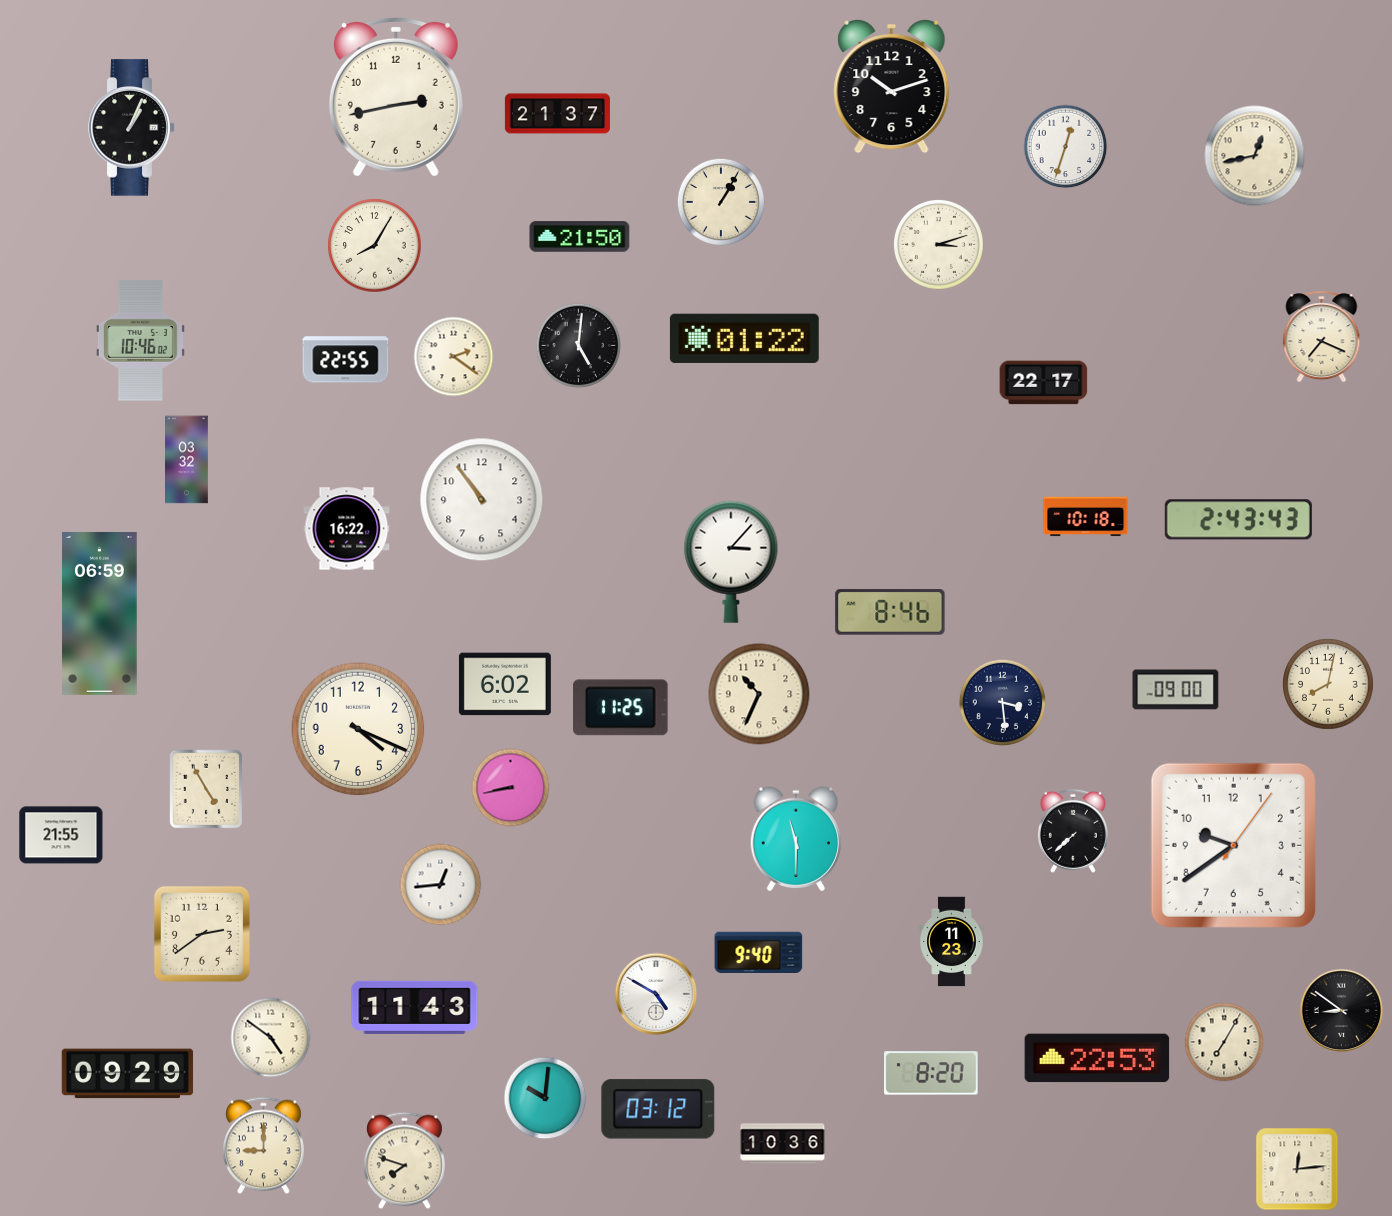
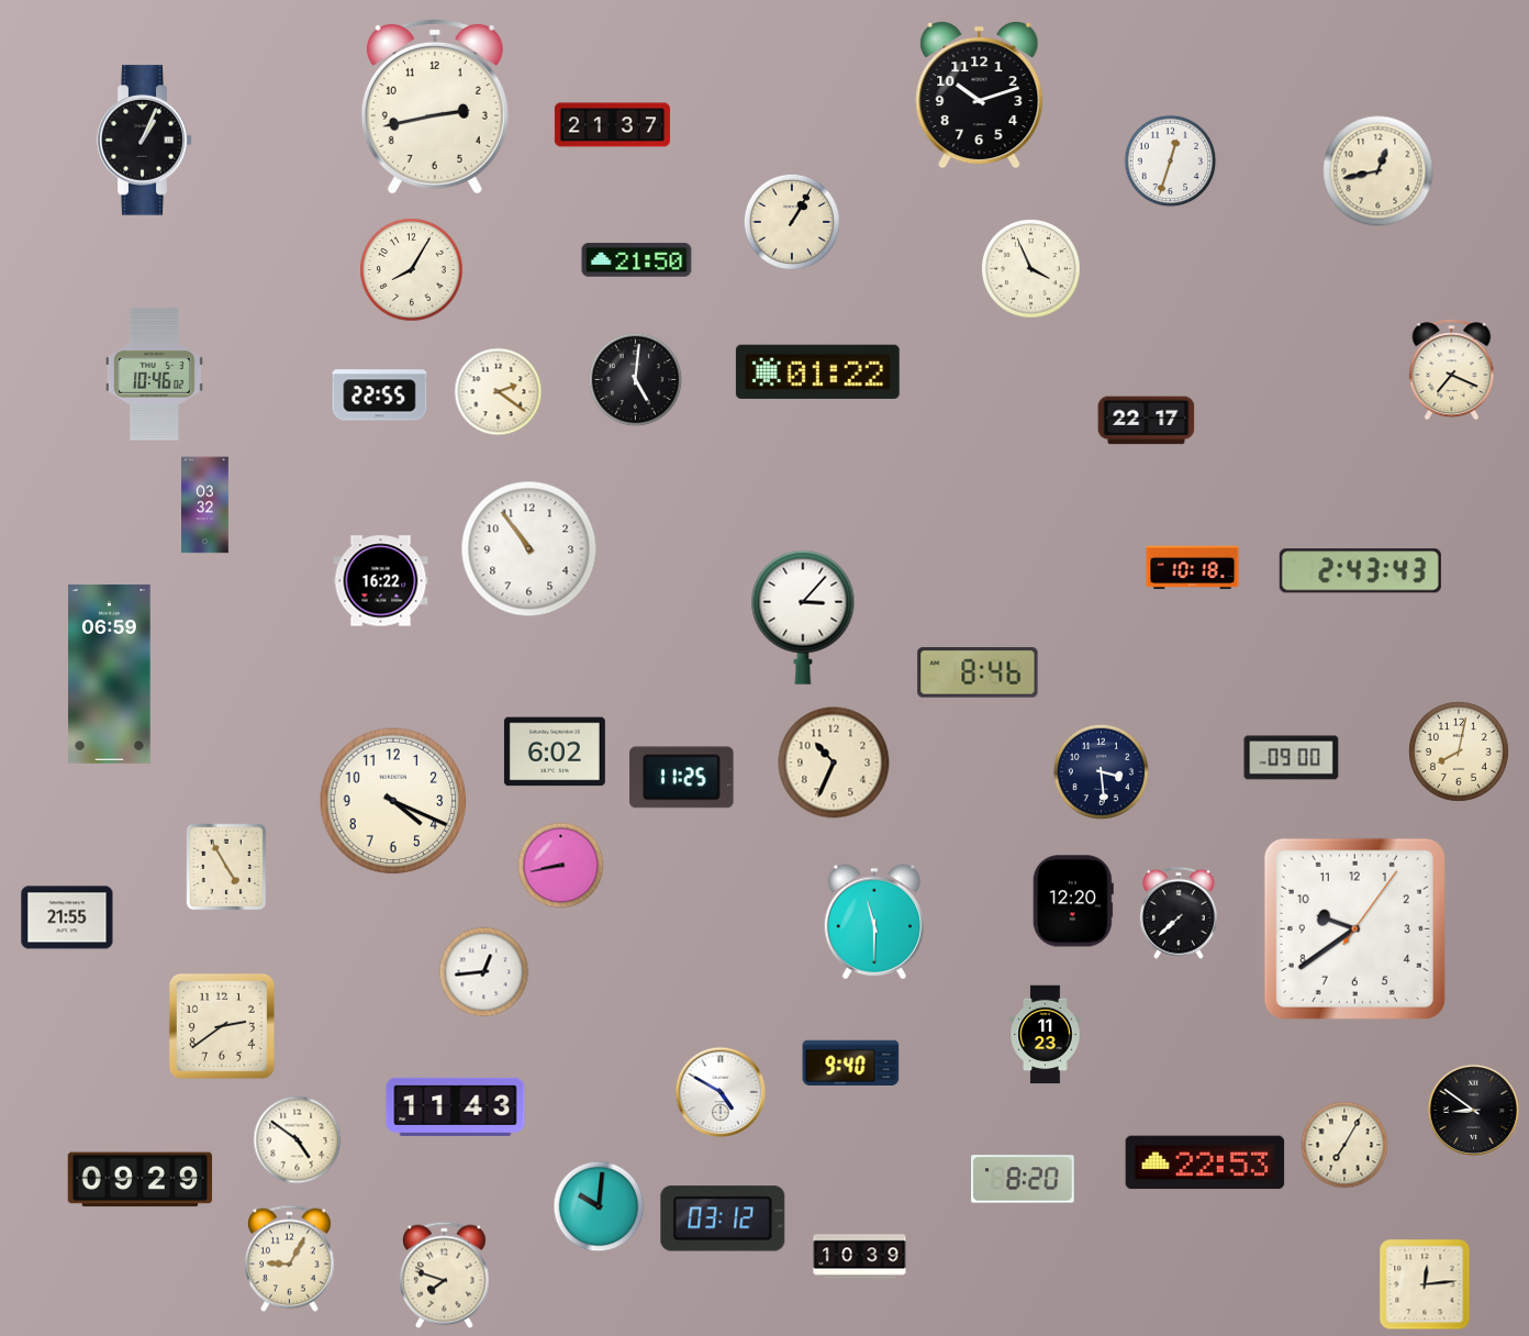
clock at (938, 244): 3:12 -> 3:56
clock at (1073, 901): none -> 12:20
clock at (759, 952) position: (759, 952) -> (851, 1062)
clock at (783, 1144): 10:36 -> 10:39
clock at (264, 1146): 9:00 -> 9:05
